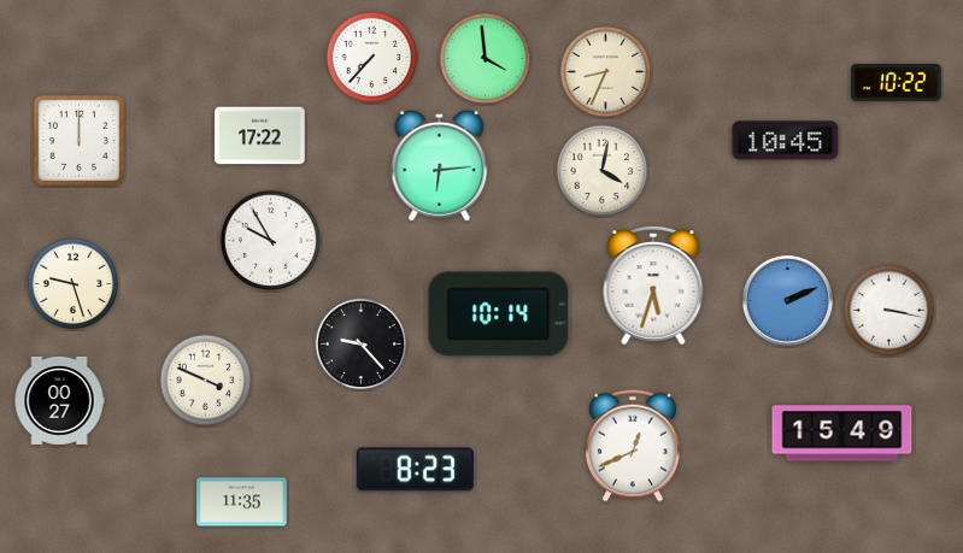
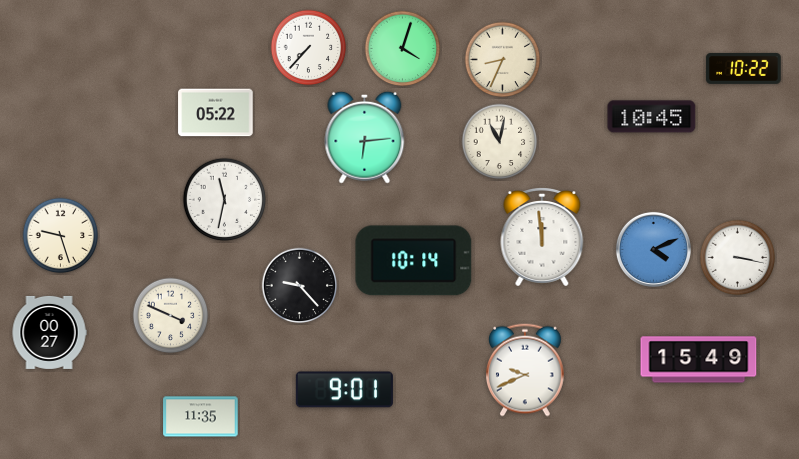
clock at (486, 59): 3:59 -> 4:03
clock at (260, 136): 17:22 -> 05:22
clock at (78, 140): 12:00 -> none
clock at (603, 171): 4:02 -> 11:02
clock at (271, 241): 9:55 -> 11:32
clock at (653, 287): 5:33 -> 11:59
clock at (787, 300): 2:11 -> 4:11
clock at (633, 446): 12:41 -> 9:41
clock at (415, 470): 8:23 -> 9:01
